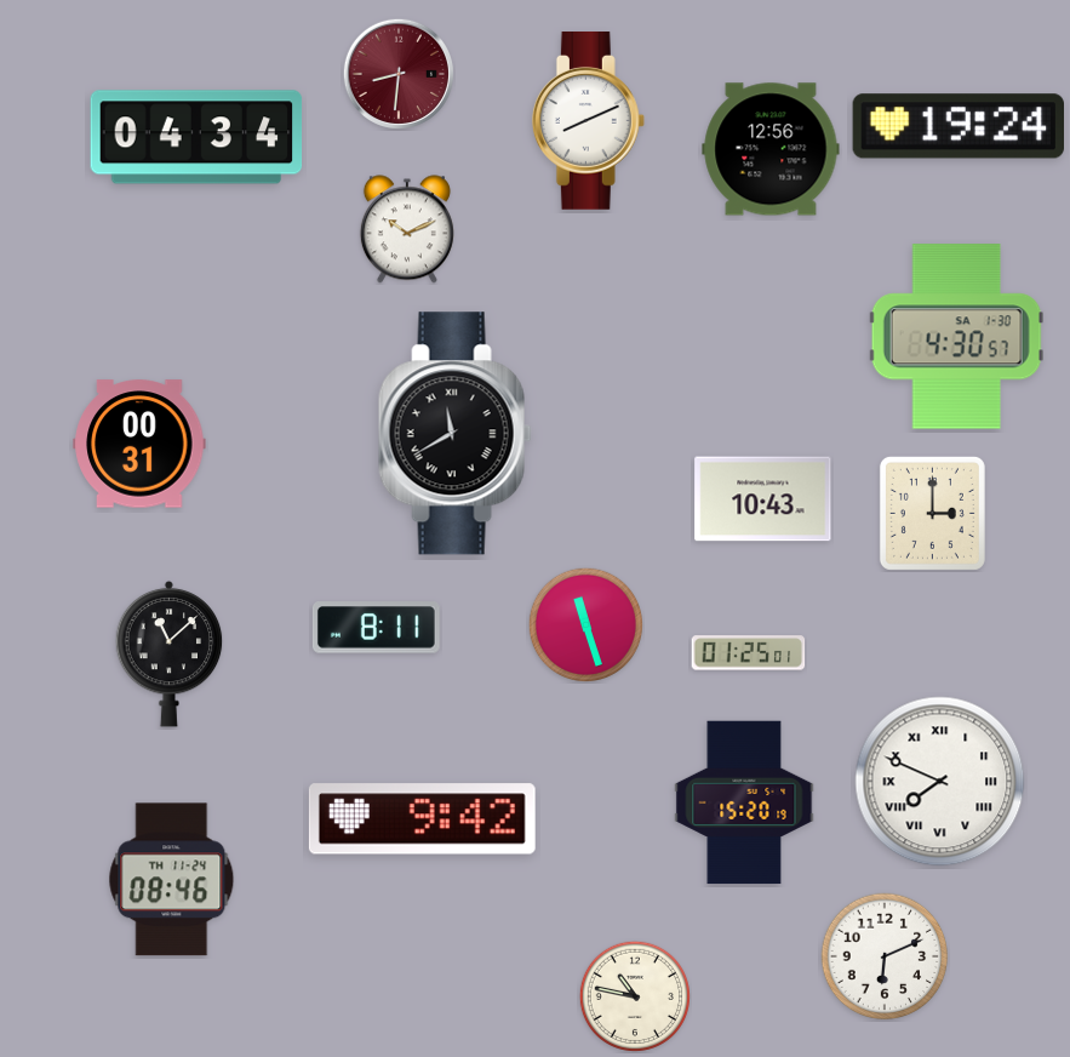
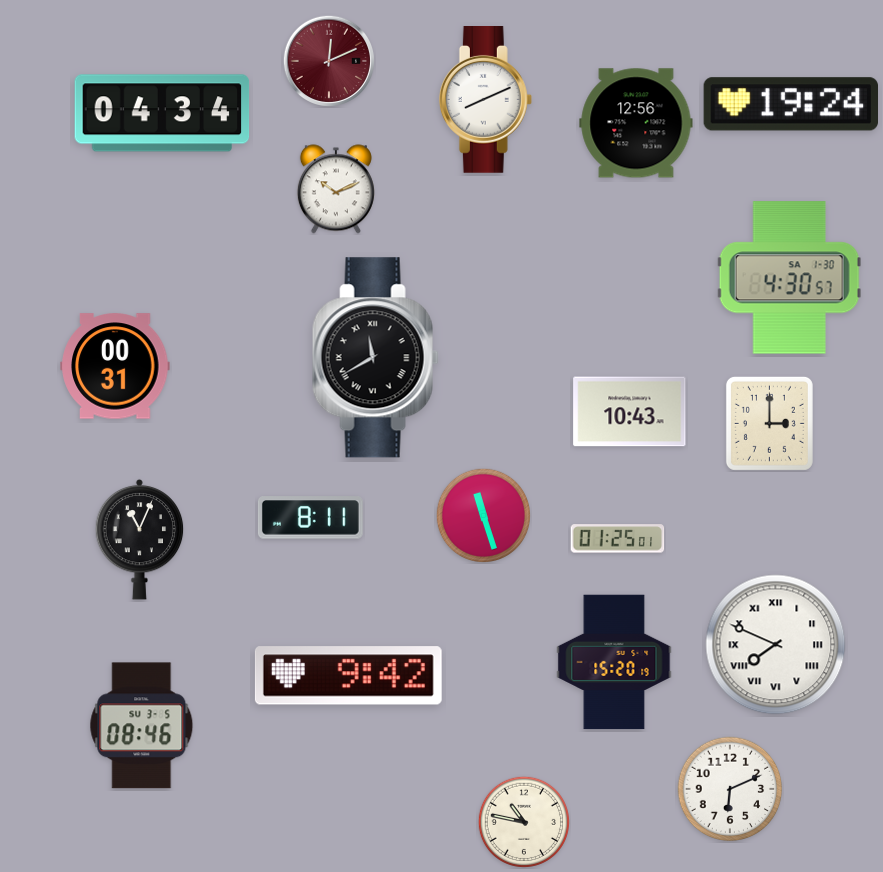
clock at (397, 73): 8:31 -> 12:11
clock at (170, 653): 11:08 -> 11:04
clock at (172, 880) date: TH 11-24 -> SU 3-5
